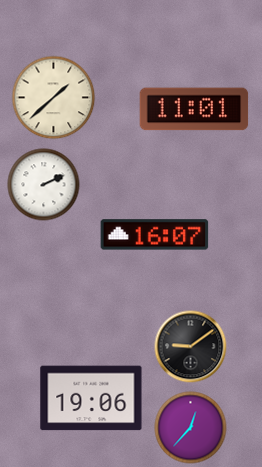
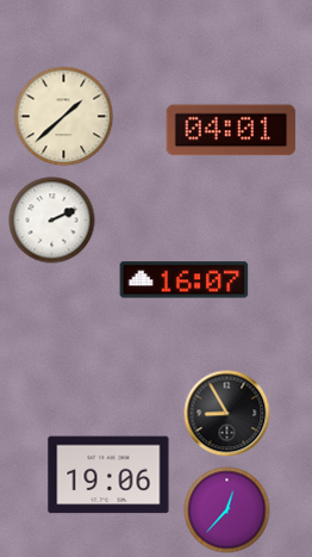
clock at (194, 109): 11:01 -> 04:01
clock at (191, 347): 9:09 -> 8:55
